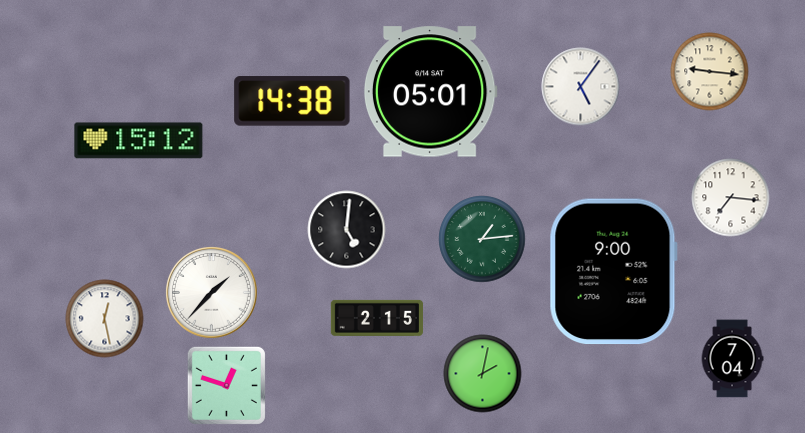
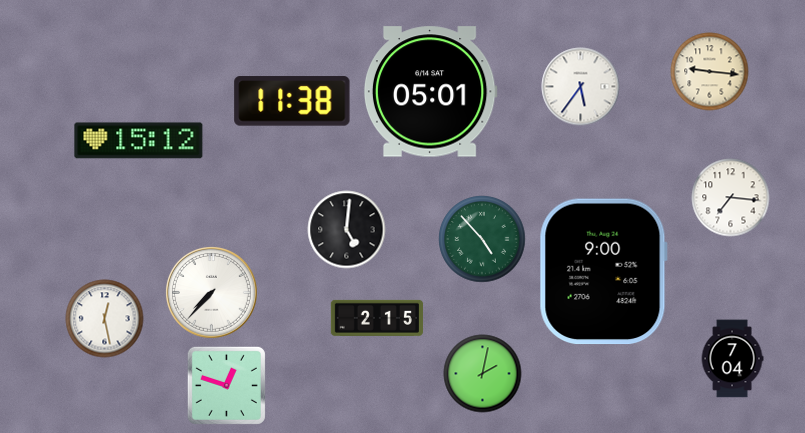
clock at (580, 86): 5:06 -> 5:36
clock at (292, 101): 14:38 -> 11:38
clock at (482, 239): 1:14 -> 4:53
clock at (613, 272) position: (613, 272) -> (603, 272)
clock at (211, 292): 1:37 -> 7:37
